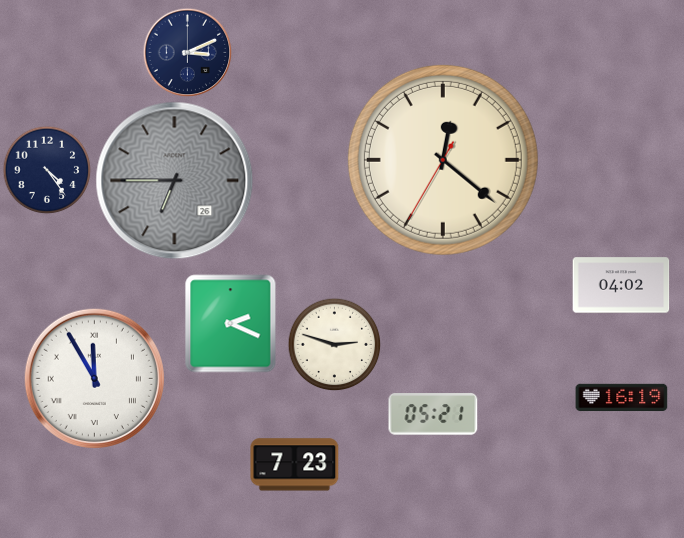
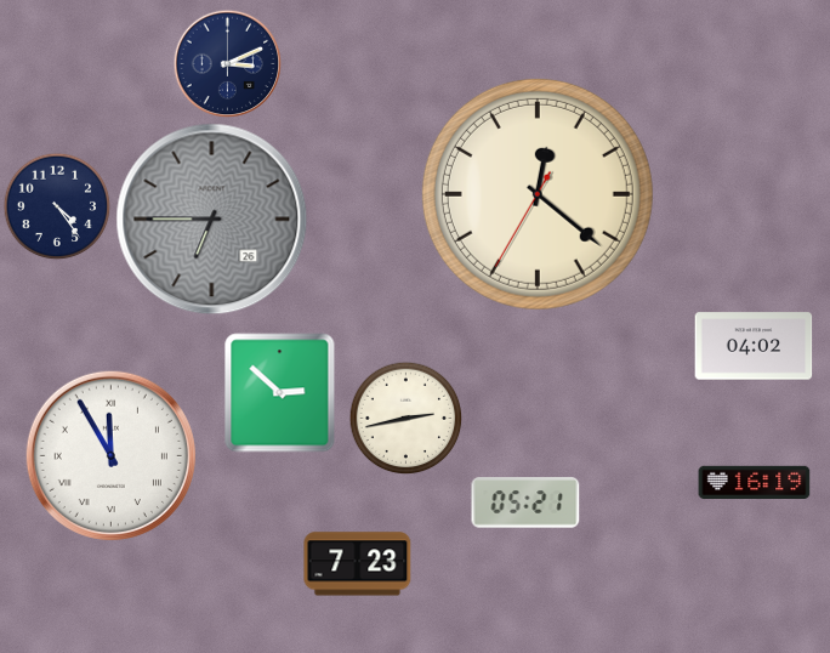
clock at (231, 324): 2:19 -> 2:52
clock at (334, 344): 2:48 -> 2:43
clock at (94, 378) position: (94, 378) -> (110, 455)
